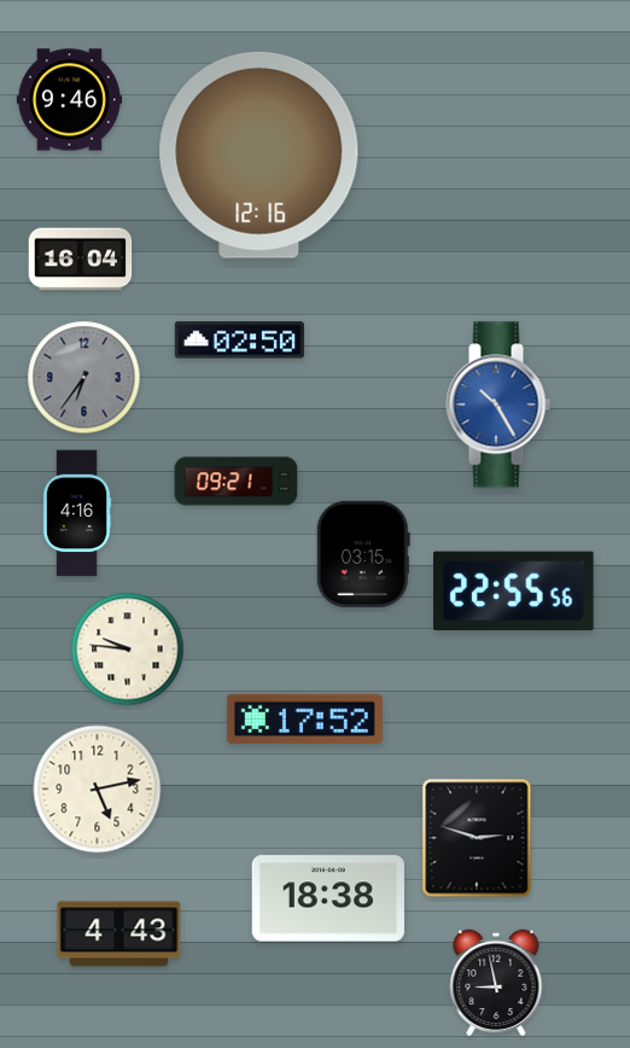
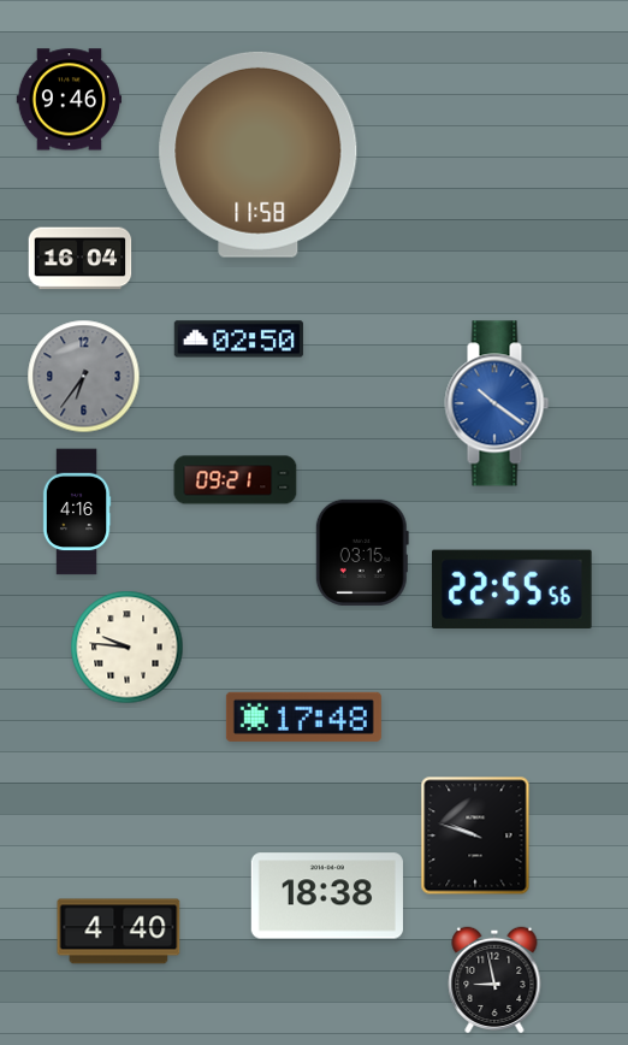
clock at (259, 155): 12:16 -> 11:58
clock at (498, 404): 10:25 -> 10:21
clock at (304, 718): 17:52 -> 17:48
clock at (98, 790): 5:13 -> none
clock at (477, 838): 2:48 -> 9:48
clock at (119, 935): 4:43 -> 4:40
